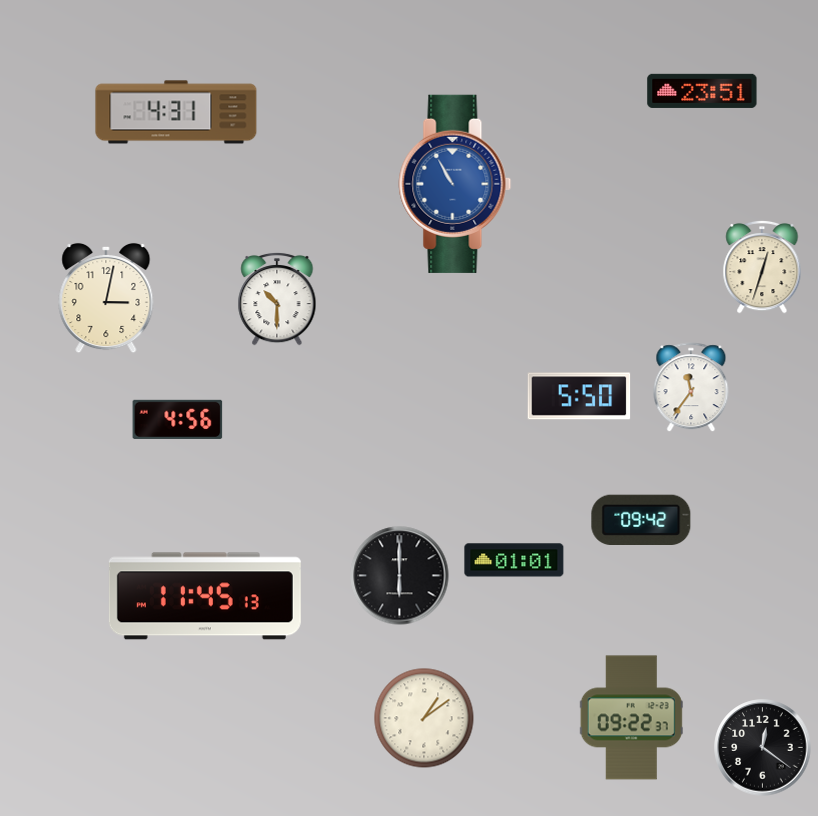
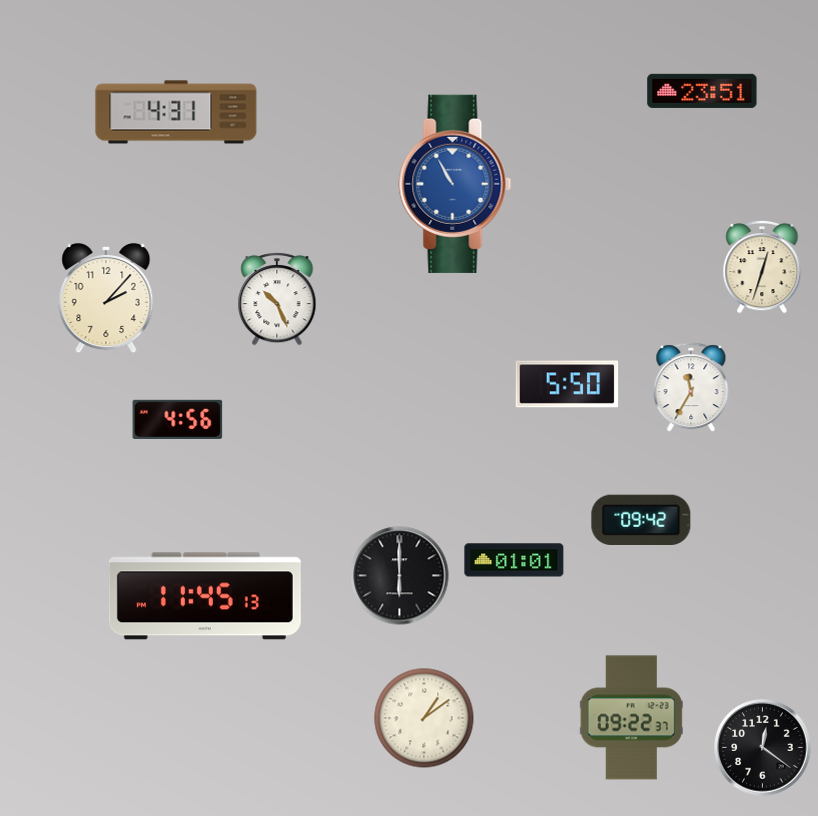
clock at (106, 298): 3:02 -> 2:07
clock at (277, 299): 10:30 -> 10:26
clock at (691, 388): 11:36 -> 11:35
clock at (579, 396) position: (579, 396) -> (567, 384)
